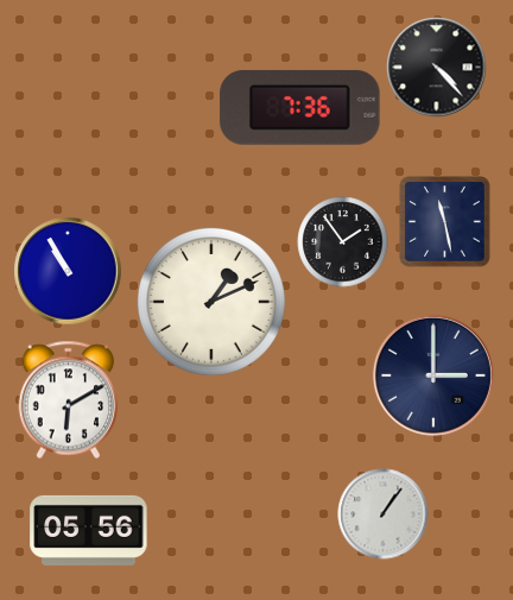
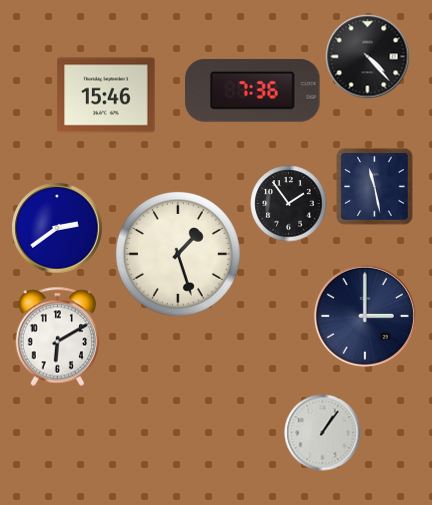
clock at (106, 95): none -> 15:46
clock at (68, 271): 10:55 -> 2:39
clock at (211, 302): 1:11 -> 1:27
clock at (89, 530): 05:56 -> none
